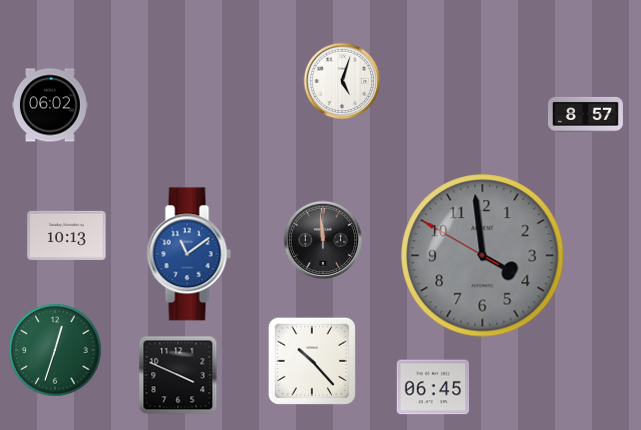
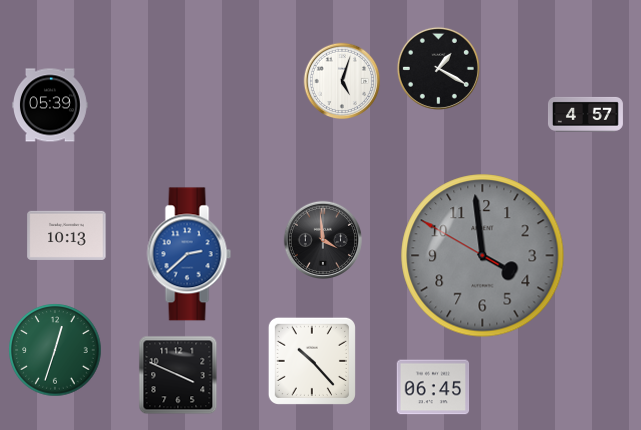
clock at (438, 68): none -> 1:20
clock at (51, 105): 06:02 -> 05:39
clock at (585, 114): 8:57 -> 4:57
clock at (322, 239): 11:59 -> 3:59
clock at (189, 254): 11:09 -> 2:38
